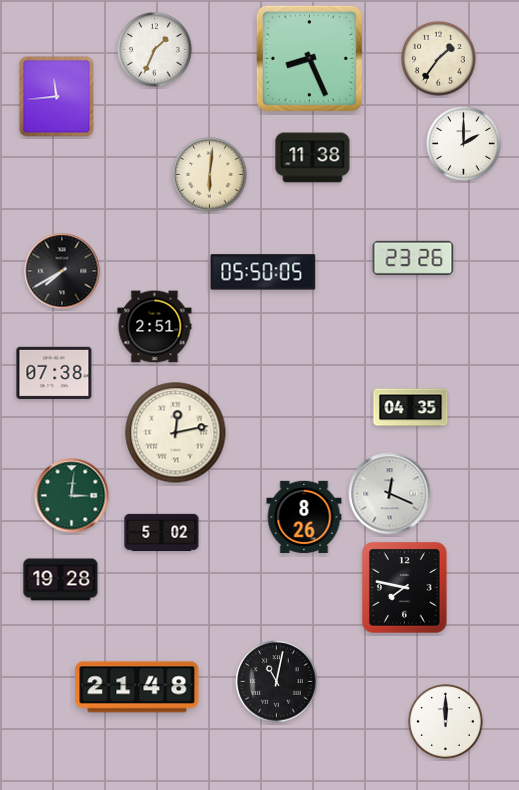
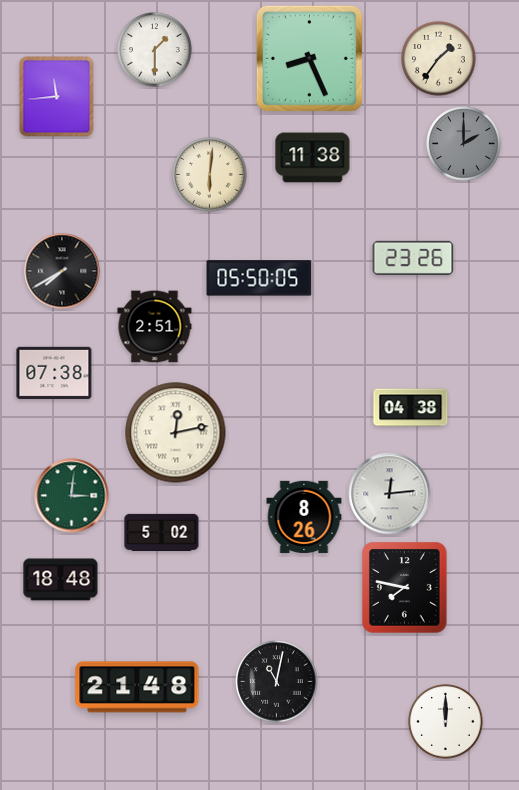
clock at (155, 50): 1:34 -> 1:30
clock at (464, 144) dial: white -> grey
clock at (263, 272) position: (263, 272) -> (259, 278)
clock at (411, 408): 04:35 -> 04:38
clock at (390, 494): 12:19 -> 12:14
clock at (61, 580): 19:28 -> 18:48
